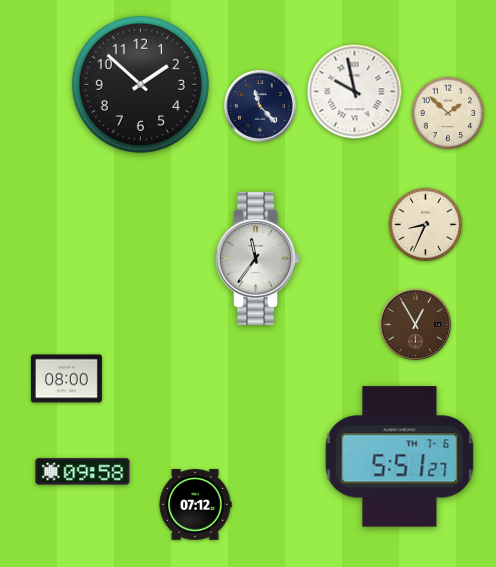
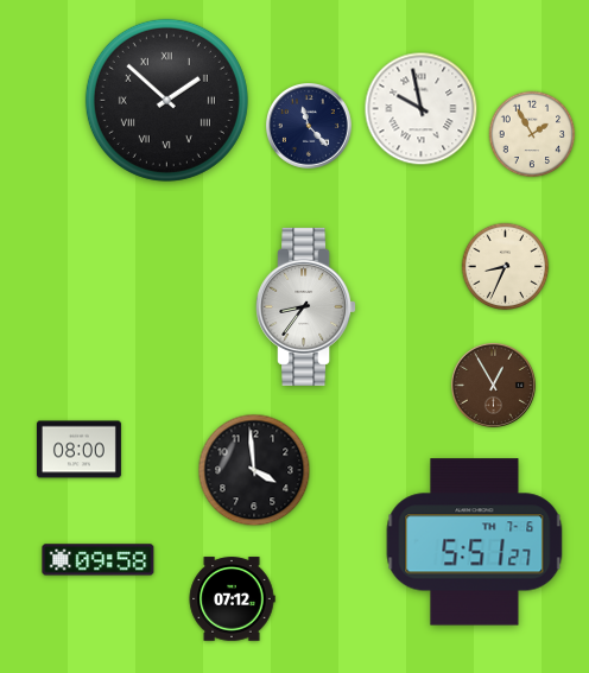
clock at (140, 84) numerals: Arabic -> Roman
clock at (448, 113): 1:52 -> 1:55
clock at (258, 258): 11:36 -> 8:36
clock at (254, 470): none -> 3:59
